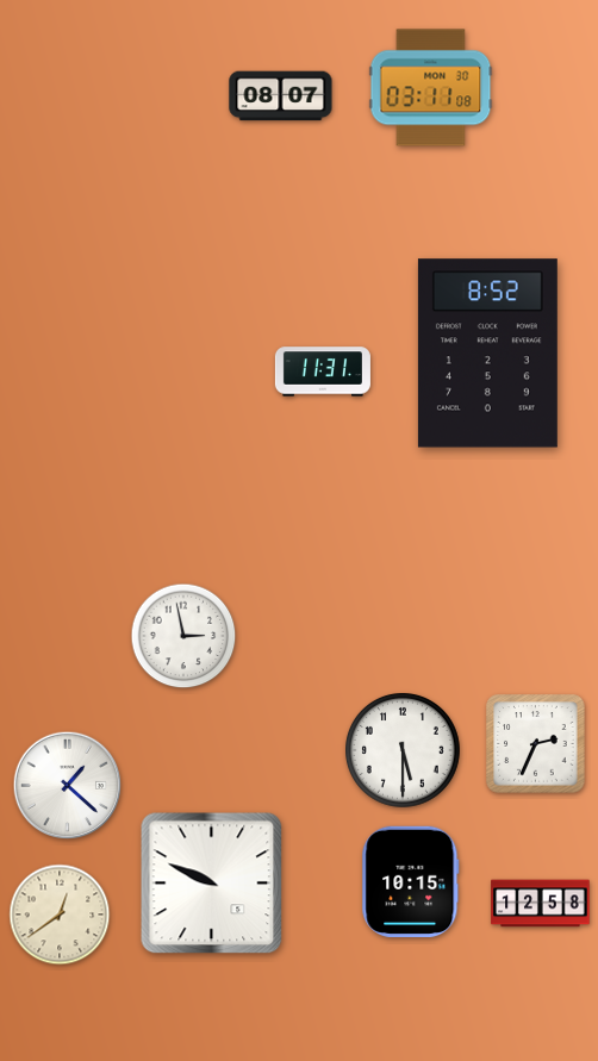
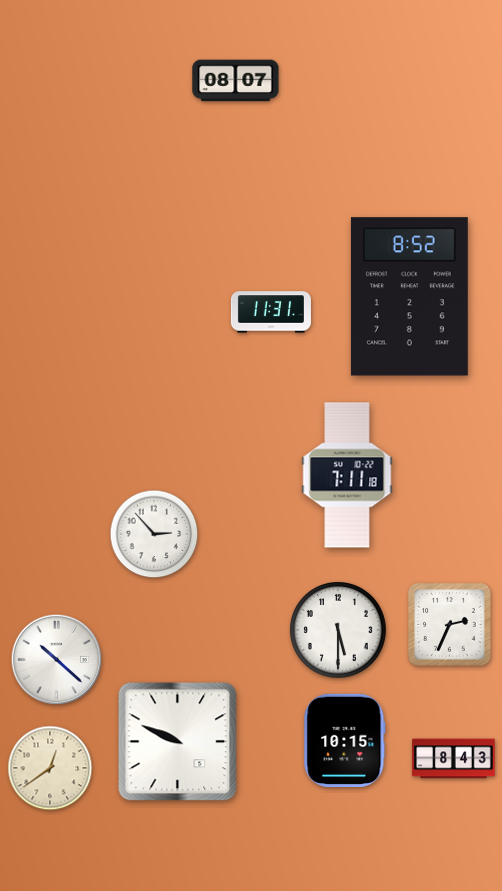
clock at (431, 88): 03:11 -> none
clock at (347, 475): none -> 7:11
clock at (183, 636): 2:58 -> 2:53
clock at (68, 786): 1:22 -> 10:22
clock at (541, 904): 12:58 -> 8:43
